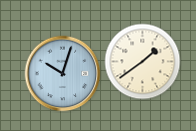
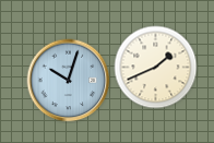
clock at (143, 62): 1:39 -> 1:41
